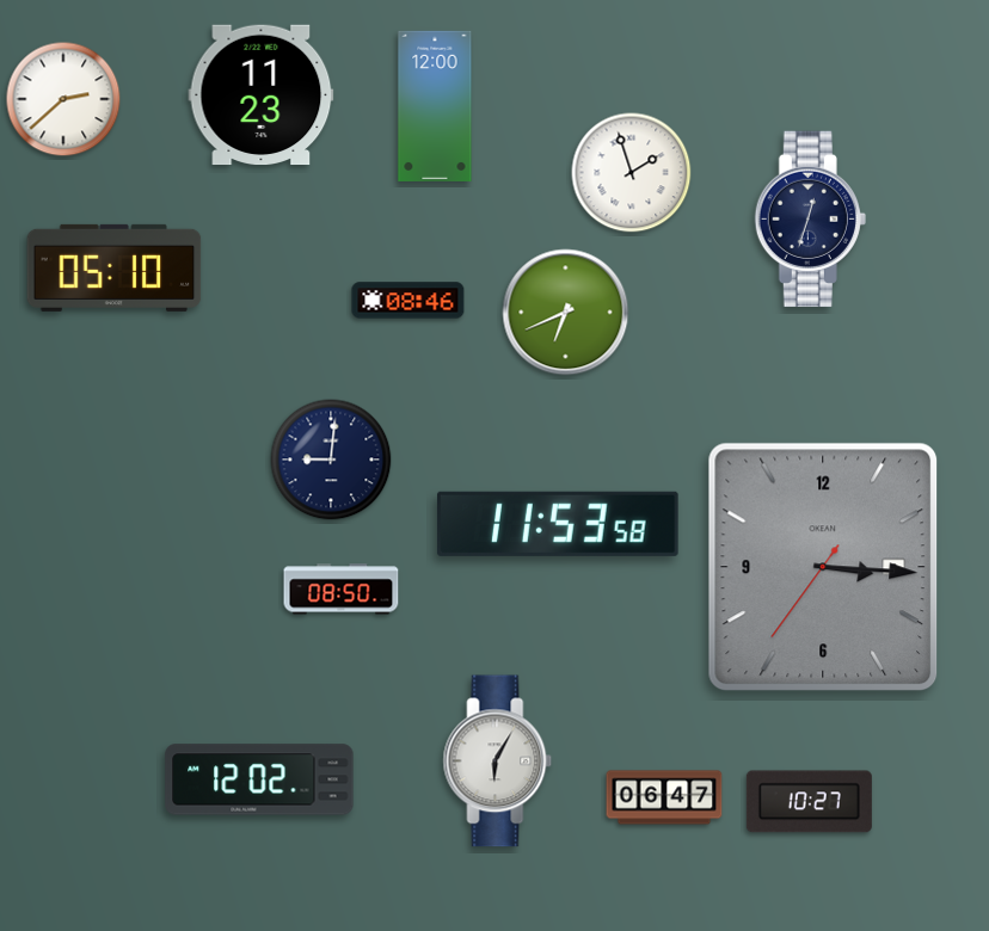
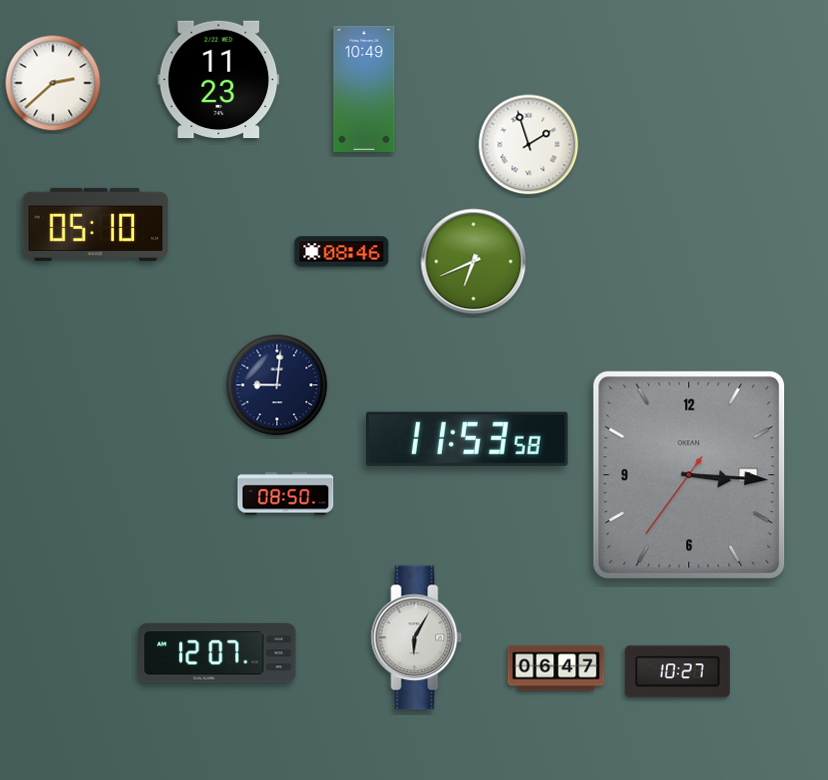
clock at (435, 106): 12:00 -> 10:49
clock at (810, 220): 12:33 -> none
clock at (259, 779): 12:02 -> 12:07
